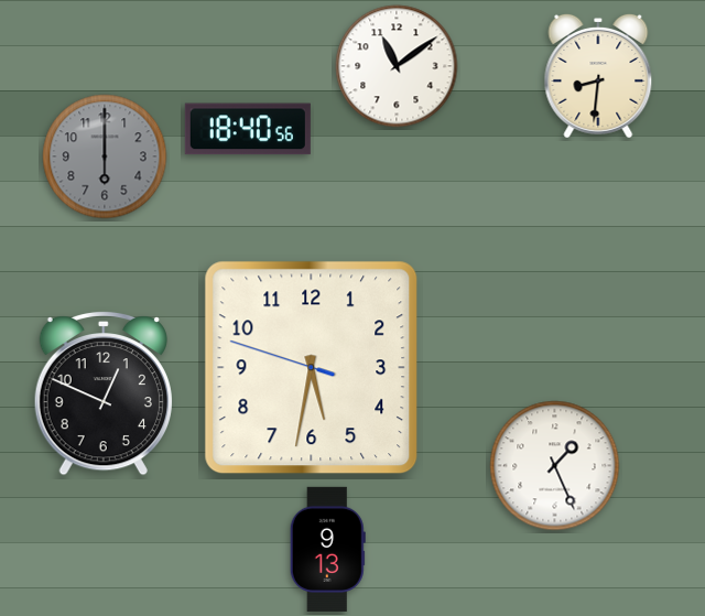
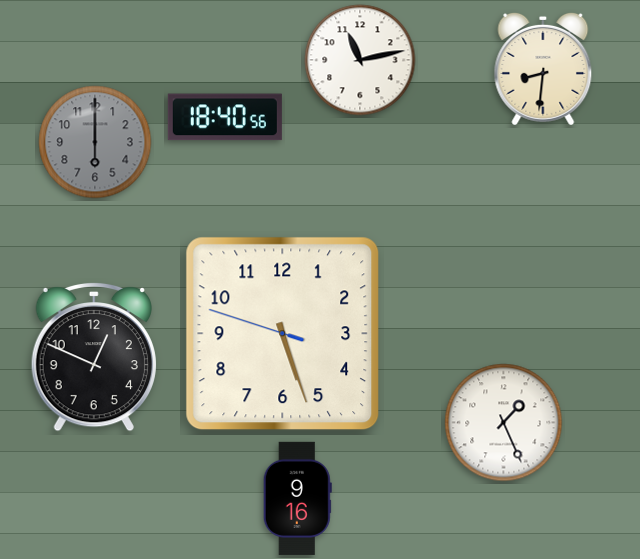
clock at (397, 66): 11:09 -> 11:13
clock at (312, 368): 5:31 -> 5:26
clock at (327, 549): 9:13 -> 9:16
